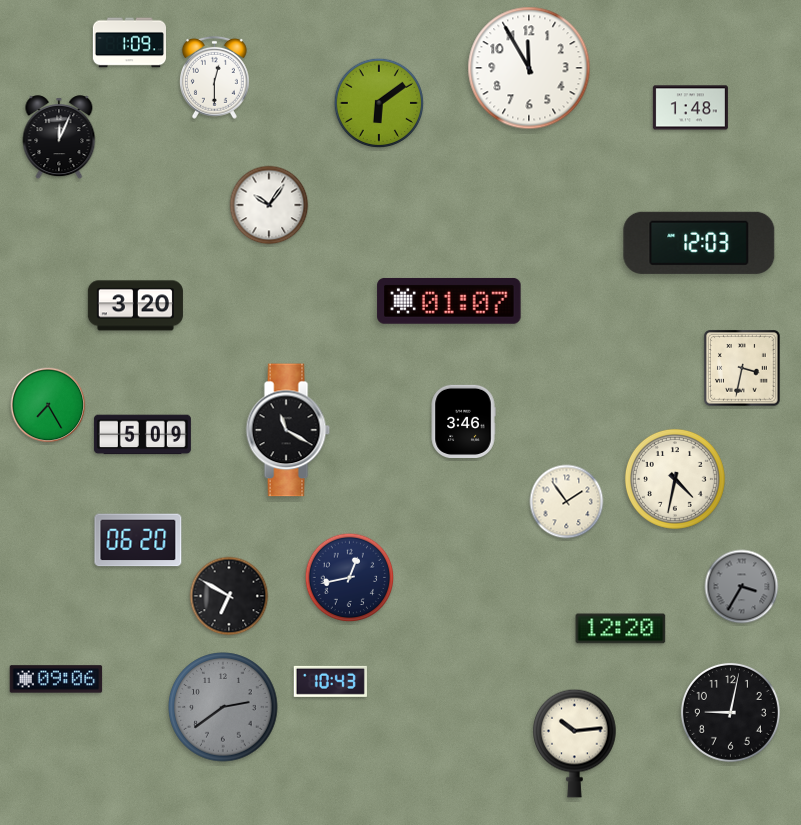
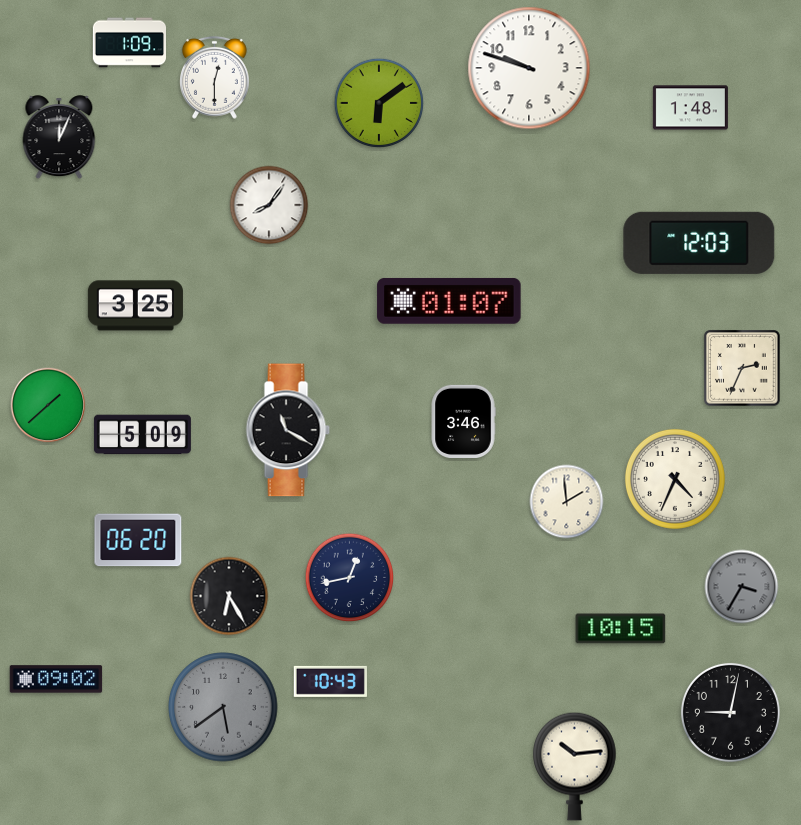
clock at (529, 68): 11:55 -> 9:48
clock at (269, 205): 10:06 -> 8:06
clock at (135, 306): 3:20 -> 3:25
clock at (743, 369): 3:32 -> 2:34
clock at (48, 405): 7:25 -> 1:38
clock at (675, 479): 4:32 -> 4:34
clock at (567, 502): 1:54 -> 1:59
clock at (229, 596): 6:50 -> 6:25
clock at (621, 629): 12:20 -> 10:15
clock at (56, 679): 09:06 -> 09:02
clock at (223, 707): 2:39 -> 5:39
clock at (575, 743) position: (575, 743) -> (575, 766)
